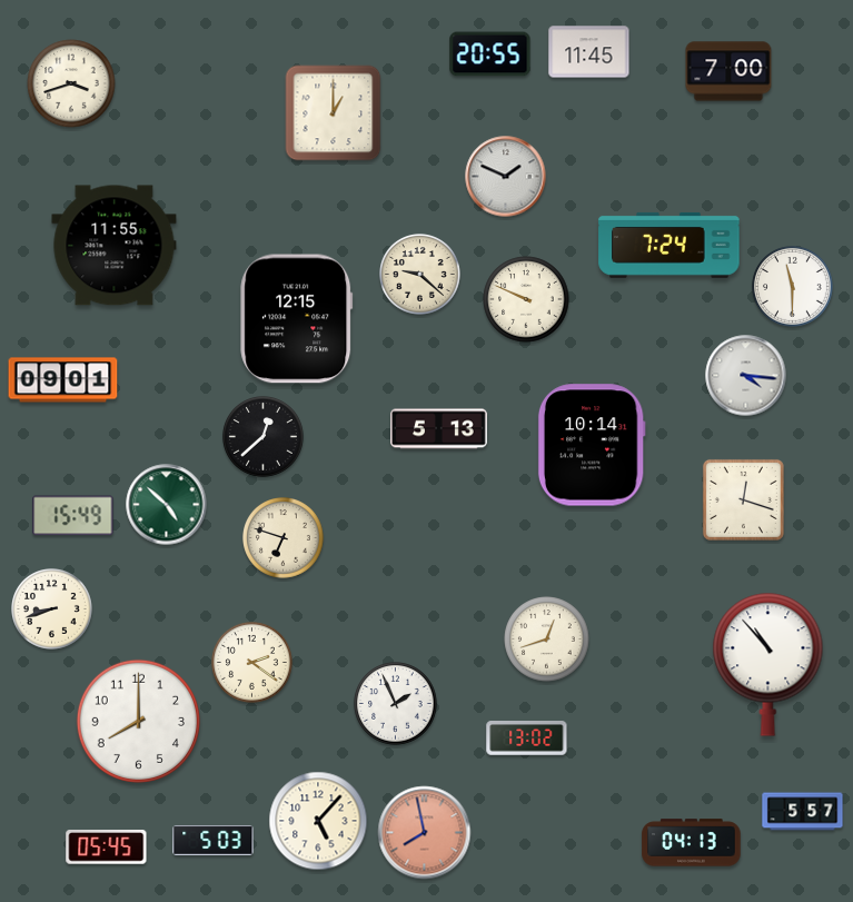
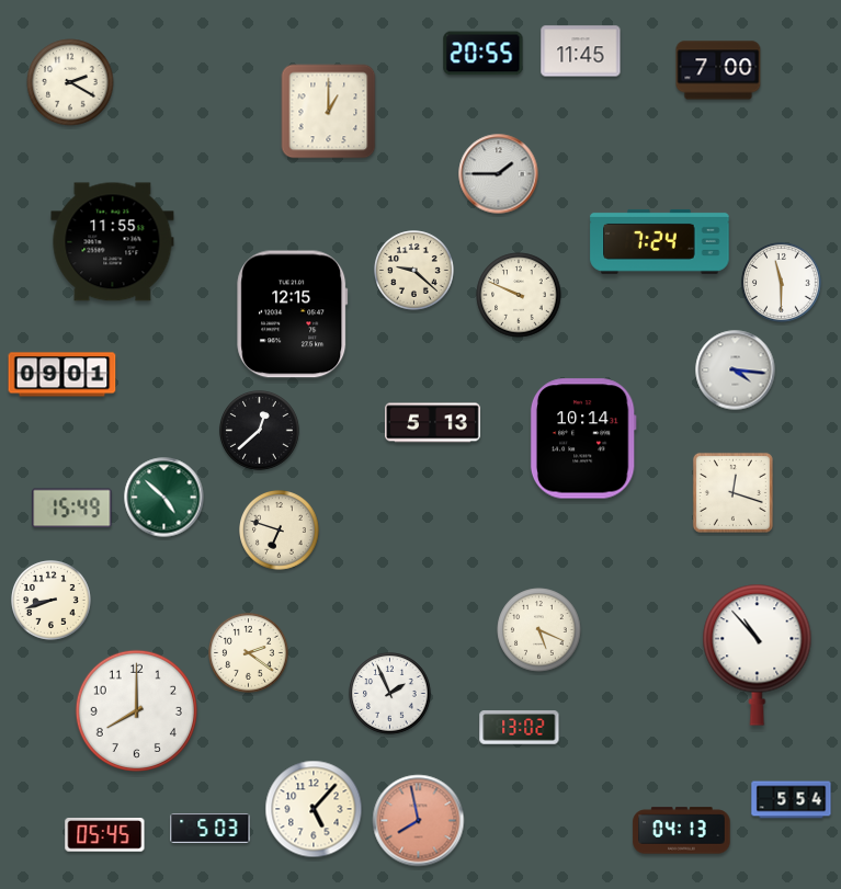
clock at (71, 83): 3:42 -> 2:20
clock at (506, 177): 1:49 -> 1:45
clock at (547, 640): 12:42 -> 5:19
clock at (803, 812): 5:57 -> 5:54
